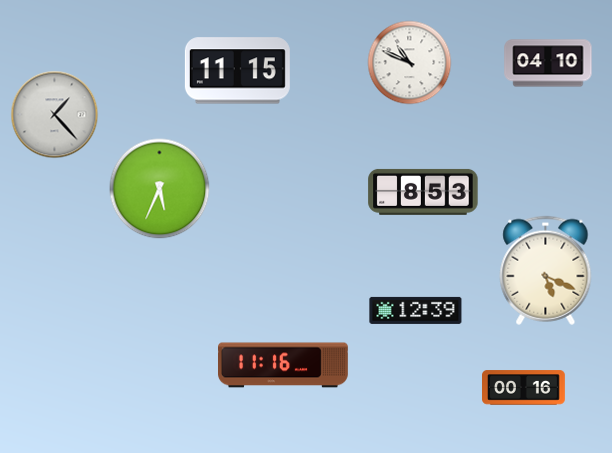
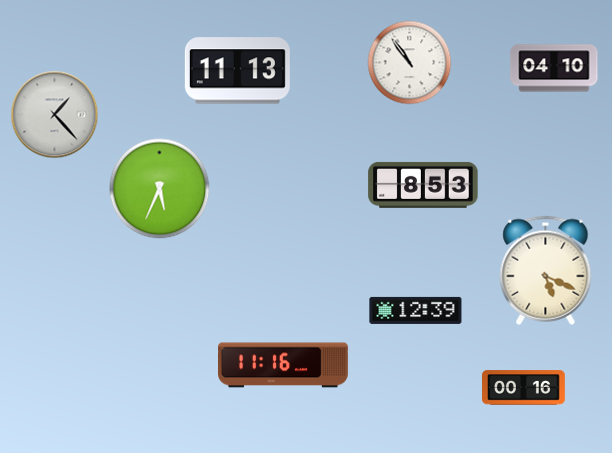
clock at (410, 63): 10:49 -> 10:54
clock at (548, 63) position: (548, 63) -> (554, 68)
clock at (237, 71): 11:15 -> 11:13
clock at (423, 192) position: (423, 192) -> (423, 185)
